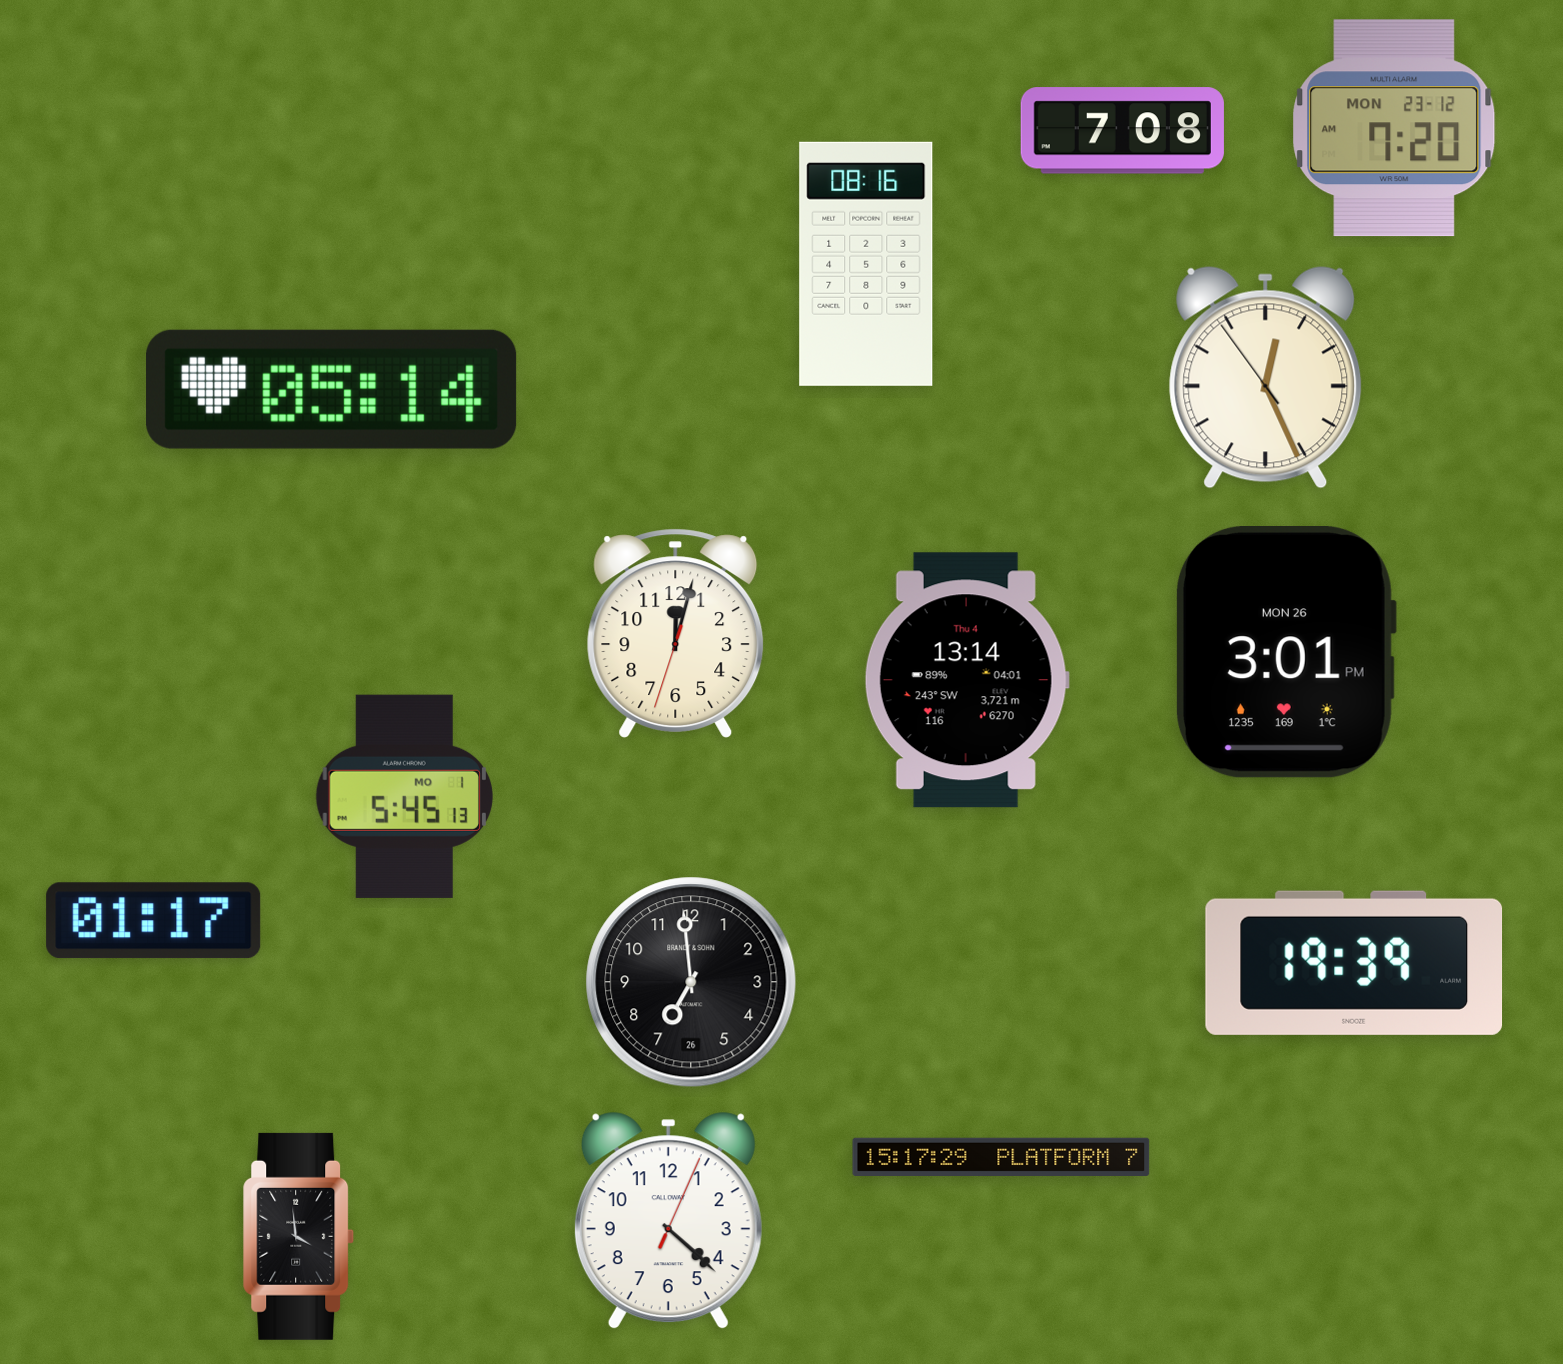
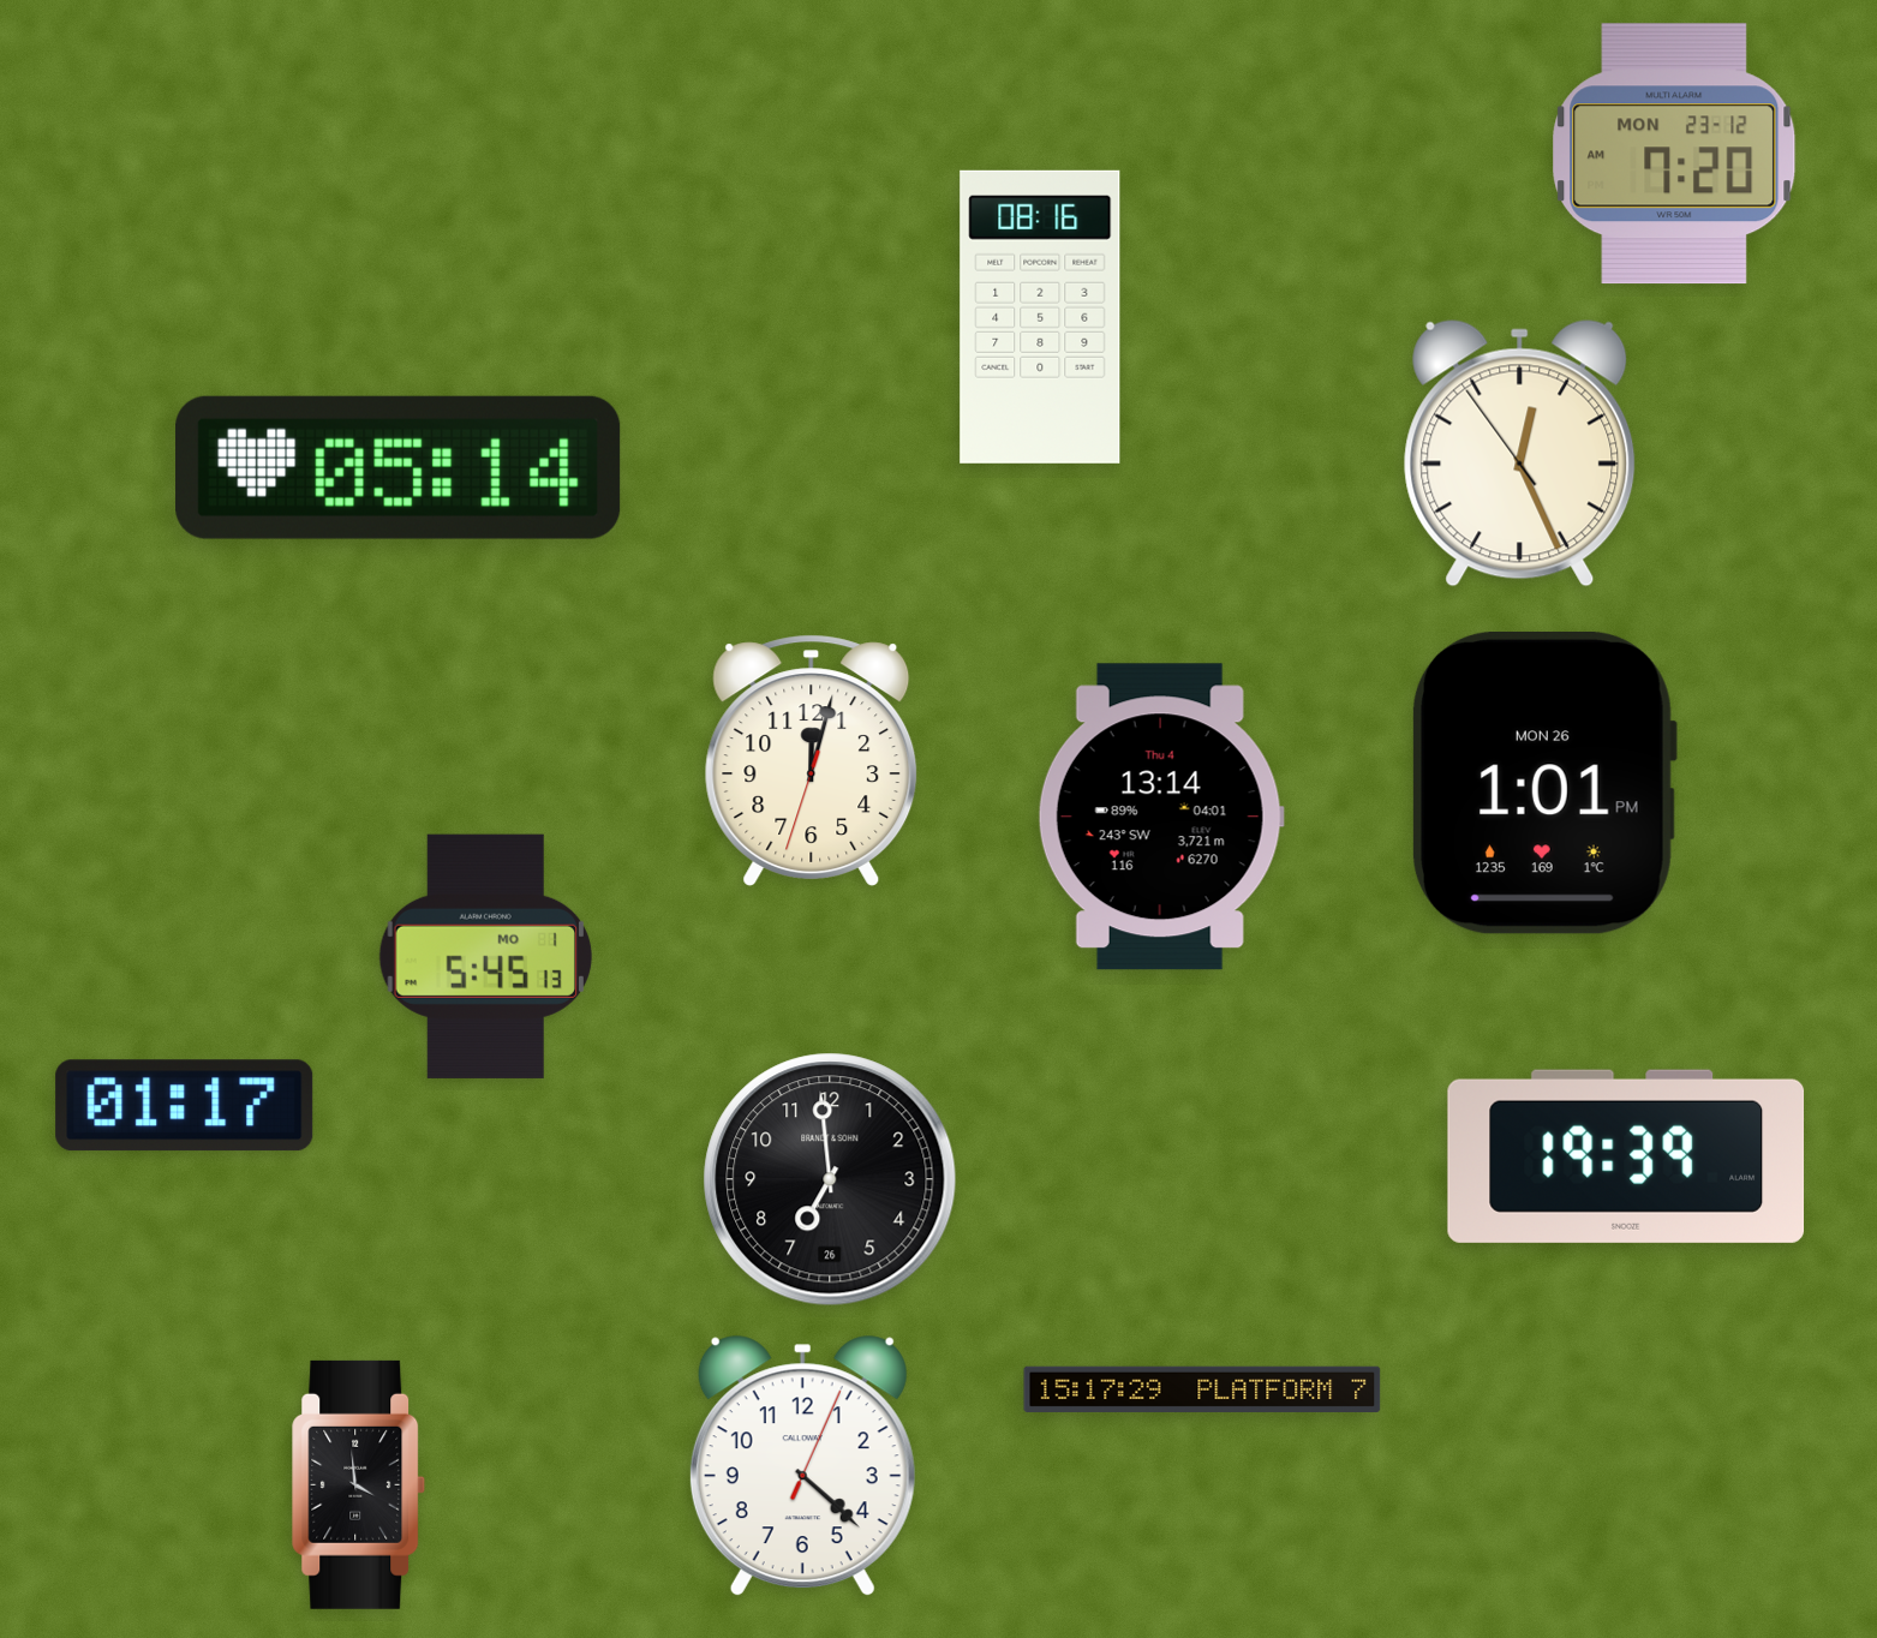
clock at (1122, 131): 7:08 -> none
clock at (1286, 652): 3:01 -> 1:01
